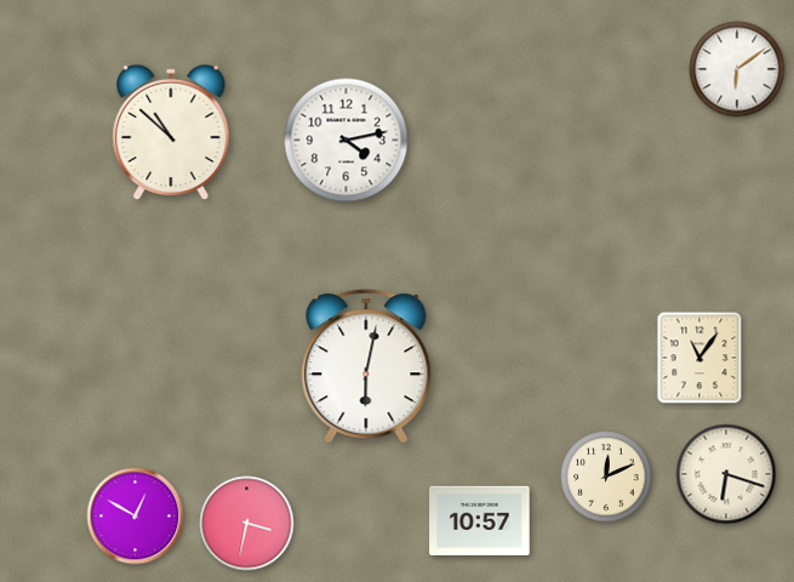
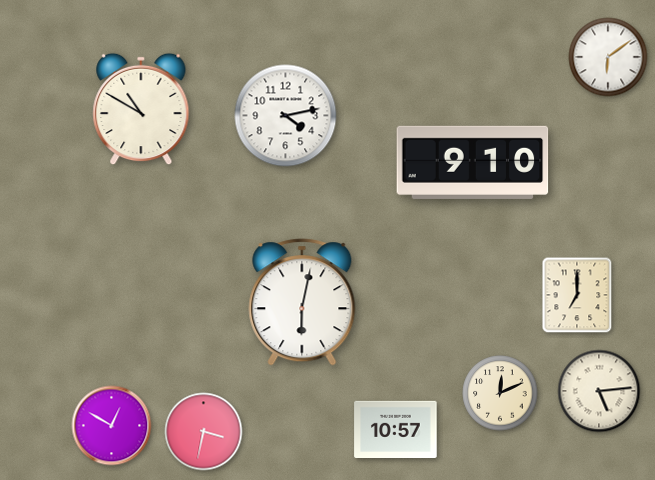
clock at (171, 132): 10:52 -> 10:50
clock at (473, 162): none -> 9:10
clock at (699, 358): 11:06 -> 7:00
clock at (726, 474): 6:18 -> 5:14
